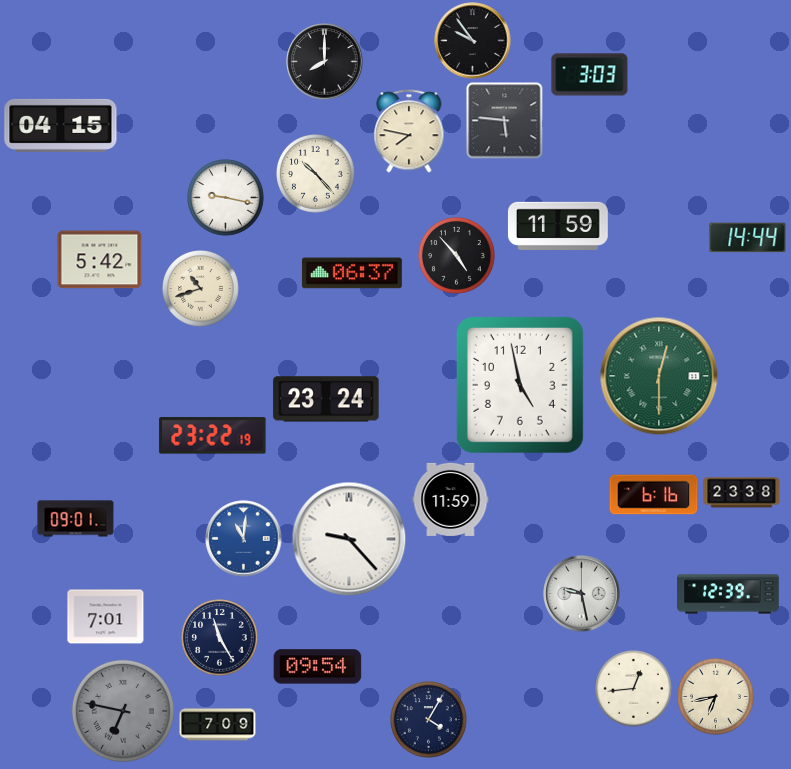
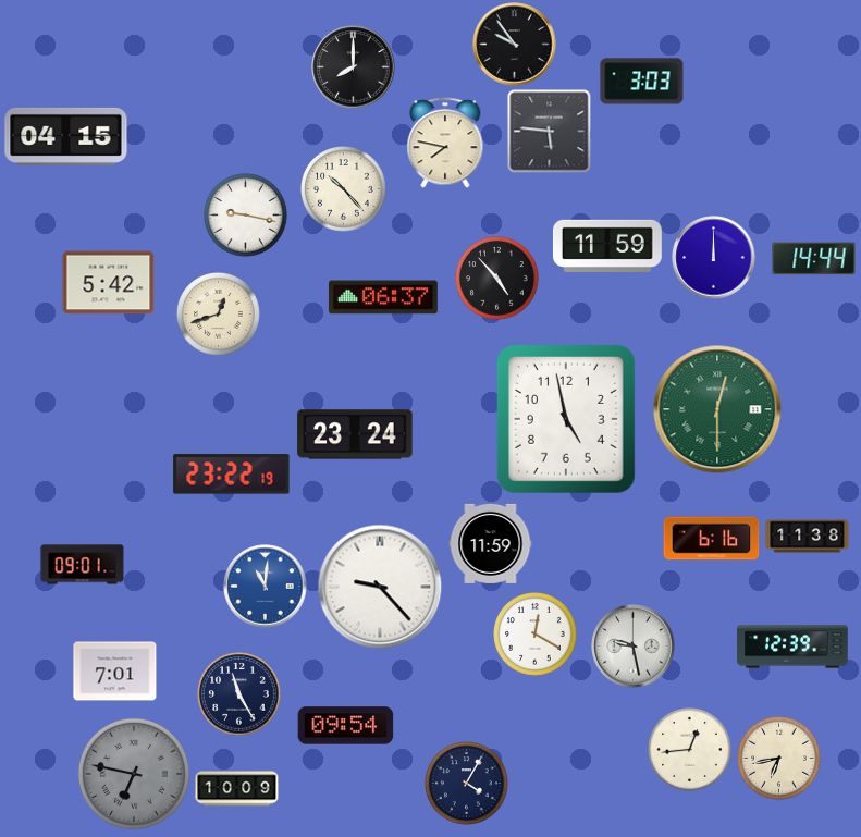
clock at (714, 258): none -> 12:00
clock at (201, 289): 10:42 -> 12:42
clock at (742, 493): 23:38 -> 11:38
clock at (536, 635): none -> 12:20
clock at (218, 725): 7:09 -> 10:09
